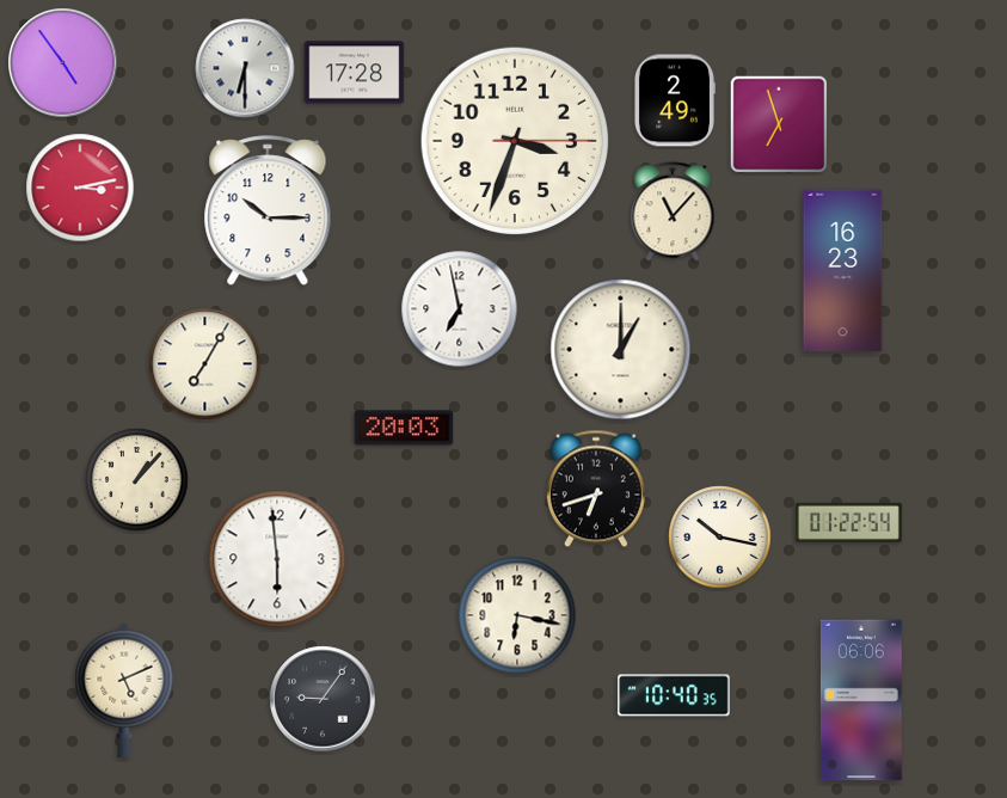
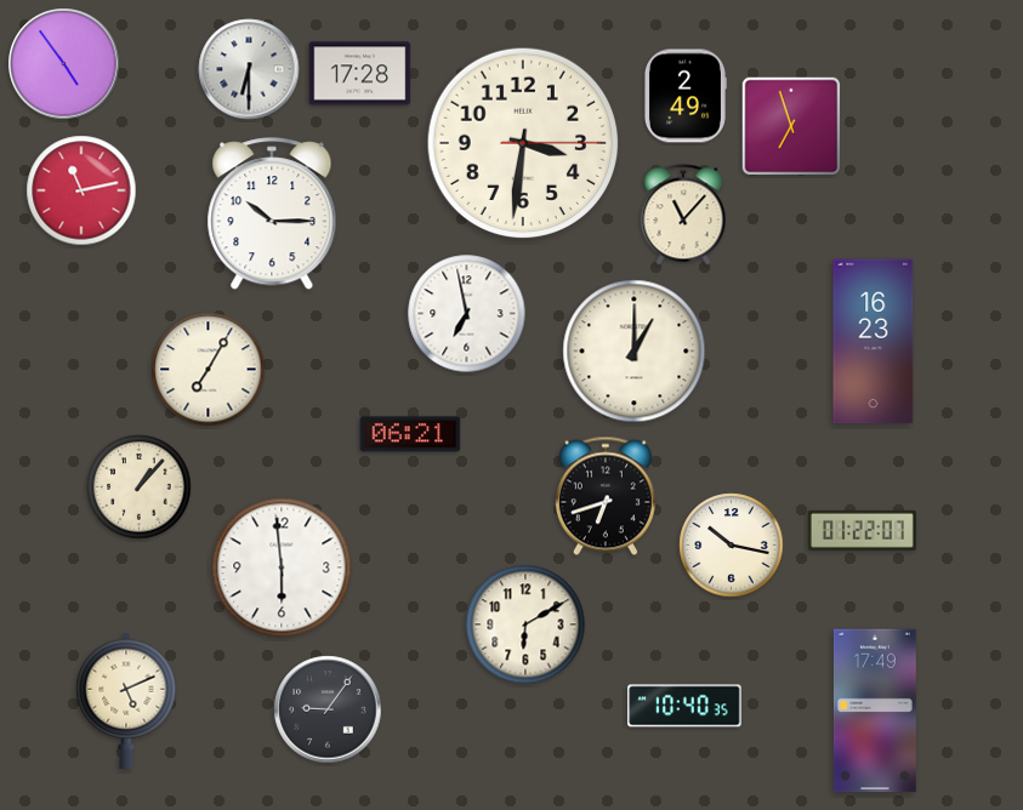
clock at (674, 100) position: (674, 100) -> (684, 96)
clock at (515, 141): 3:33 -> 3:31
clock at (80, 188): 3:13 -> 11:13
clock at (843, 271) position: (843, 271) -> (874, 342)
clock at (621, 350) position: (621, 350) -> (635, 352)
clock at (404, 428): 20:03 -> 06:21
clock at (848, 522): 01:22:54 -> 01:22:07
clock at (517, 615): 6:17 -> 6:10
clock at (861, 700): 06:06 -> 17:49
